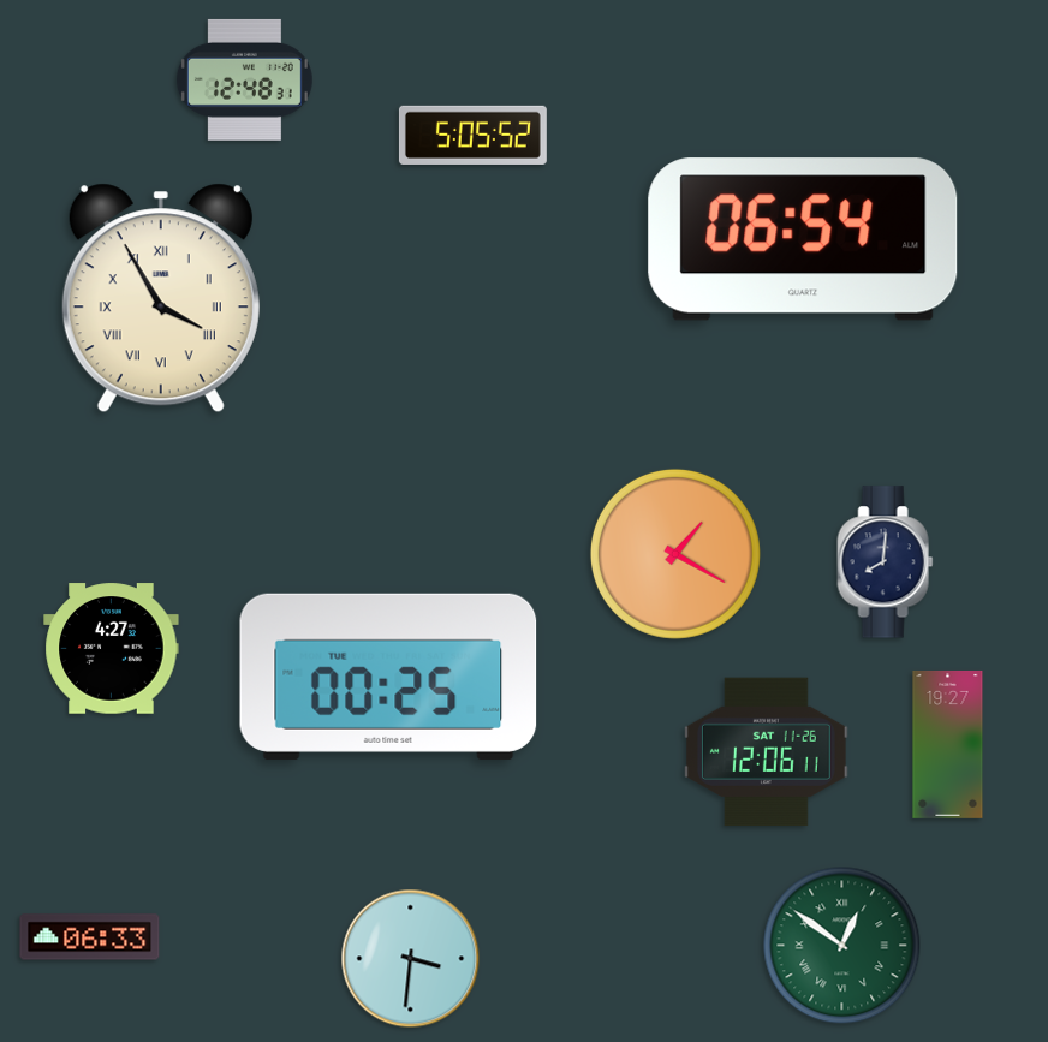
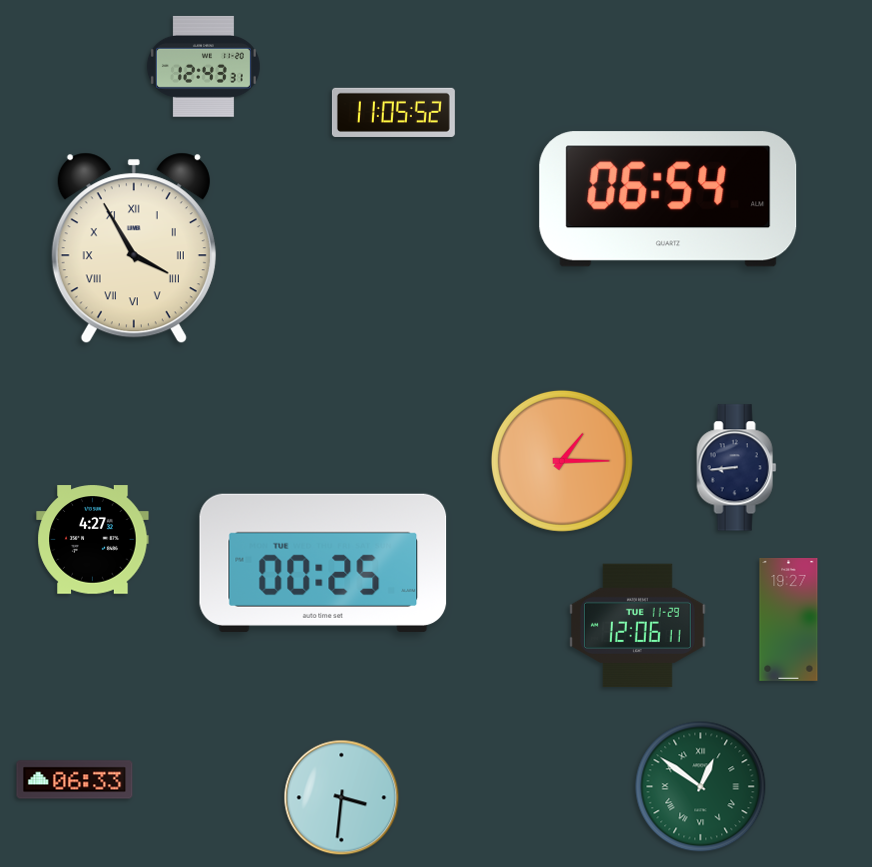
clock at (244, 79): 12:48 -> 12:43
clock at (472, 135): 5:05 -> 11:05
clock at (675, 554): 1:20 -> 1:15
clock at (886, 562): 8:01 -> 8:44
clock at (767, 752) date: SAT 11-26 -> TUE 11-29
